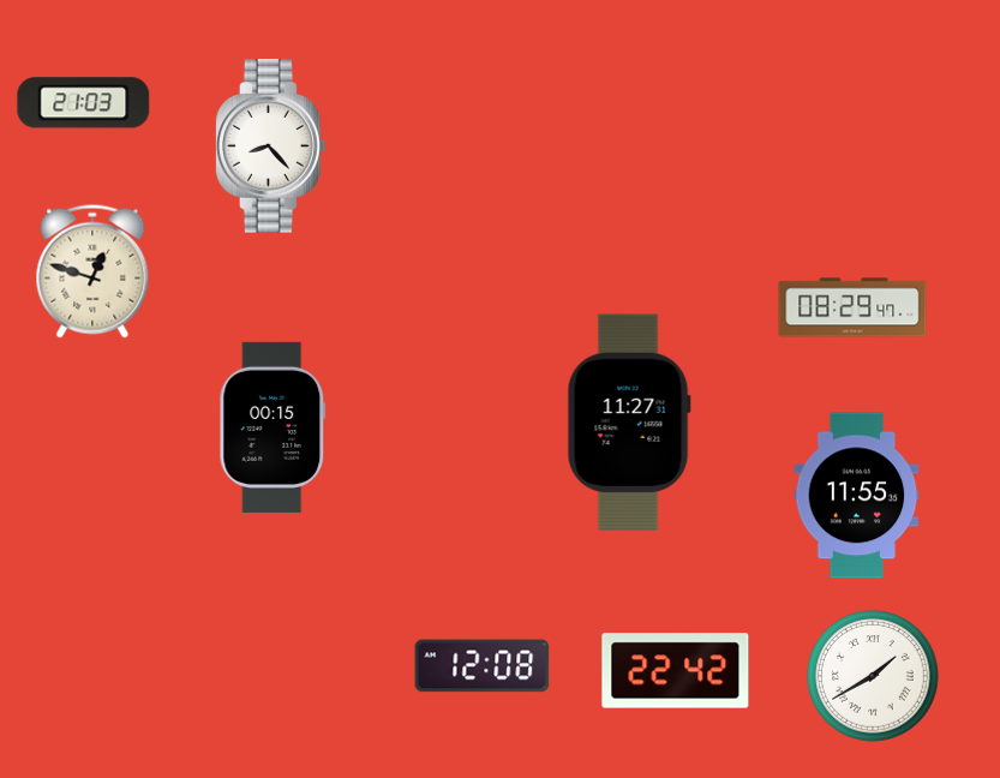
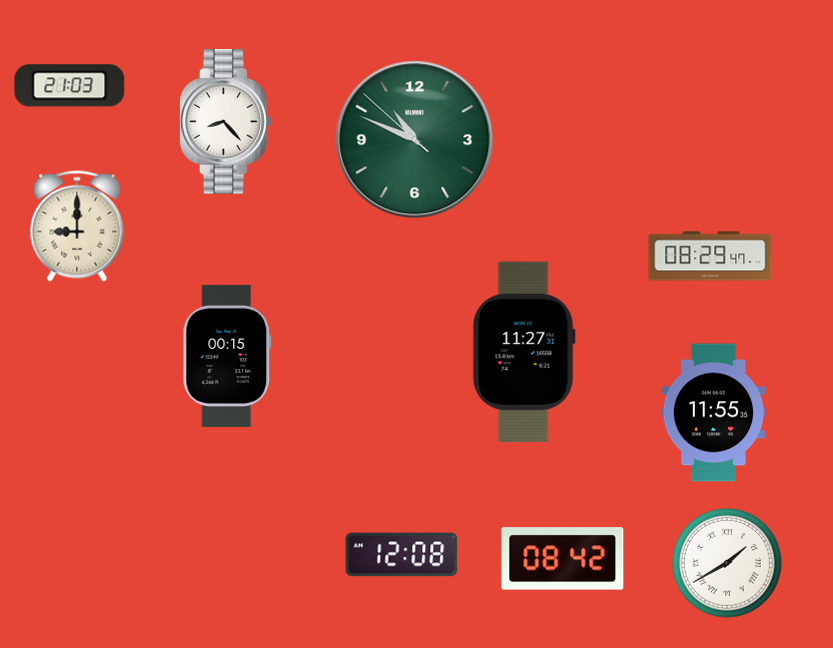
clock at (415, 140): none -> 10:48
clock at (92, 271): 12:48 -> 9:00
clock at (676, 671): 22:42 -> 08:42
